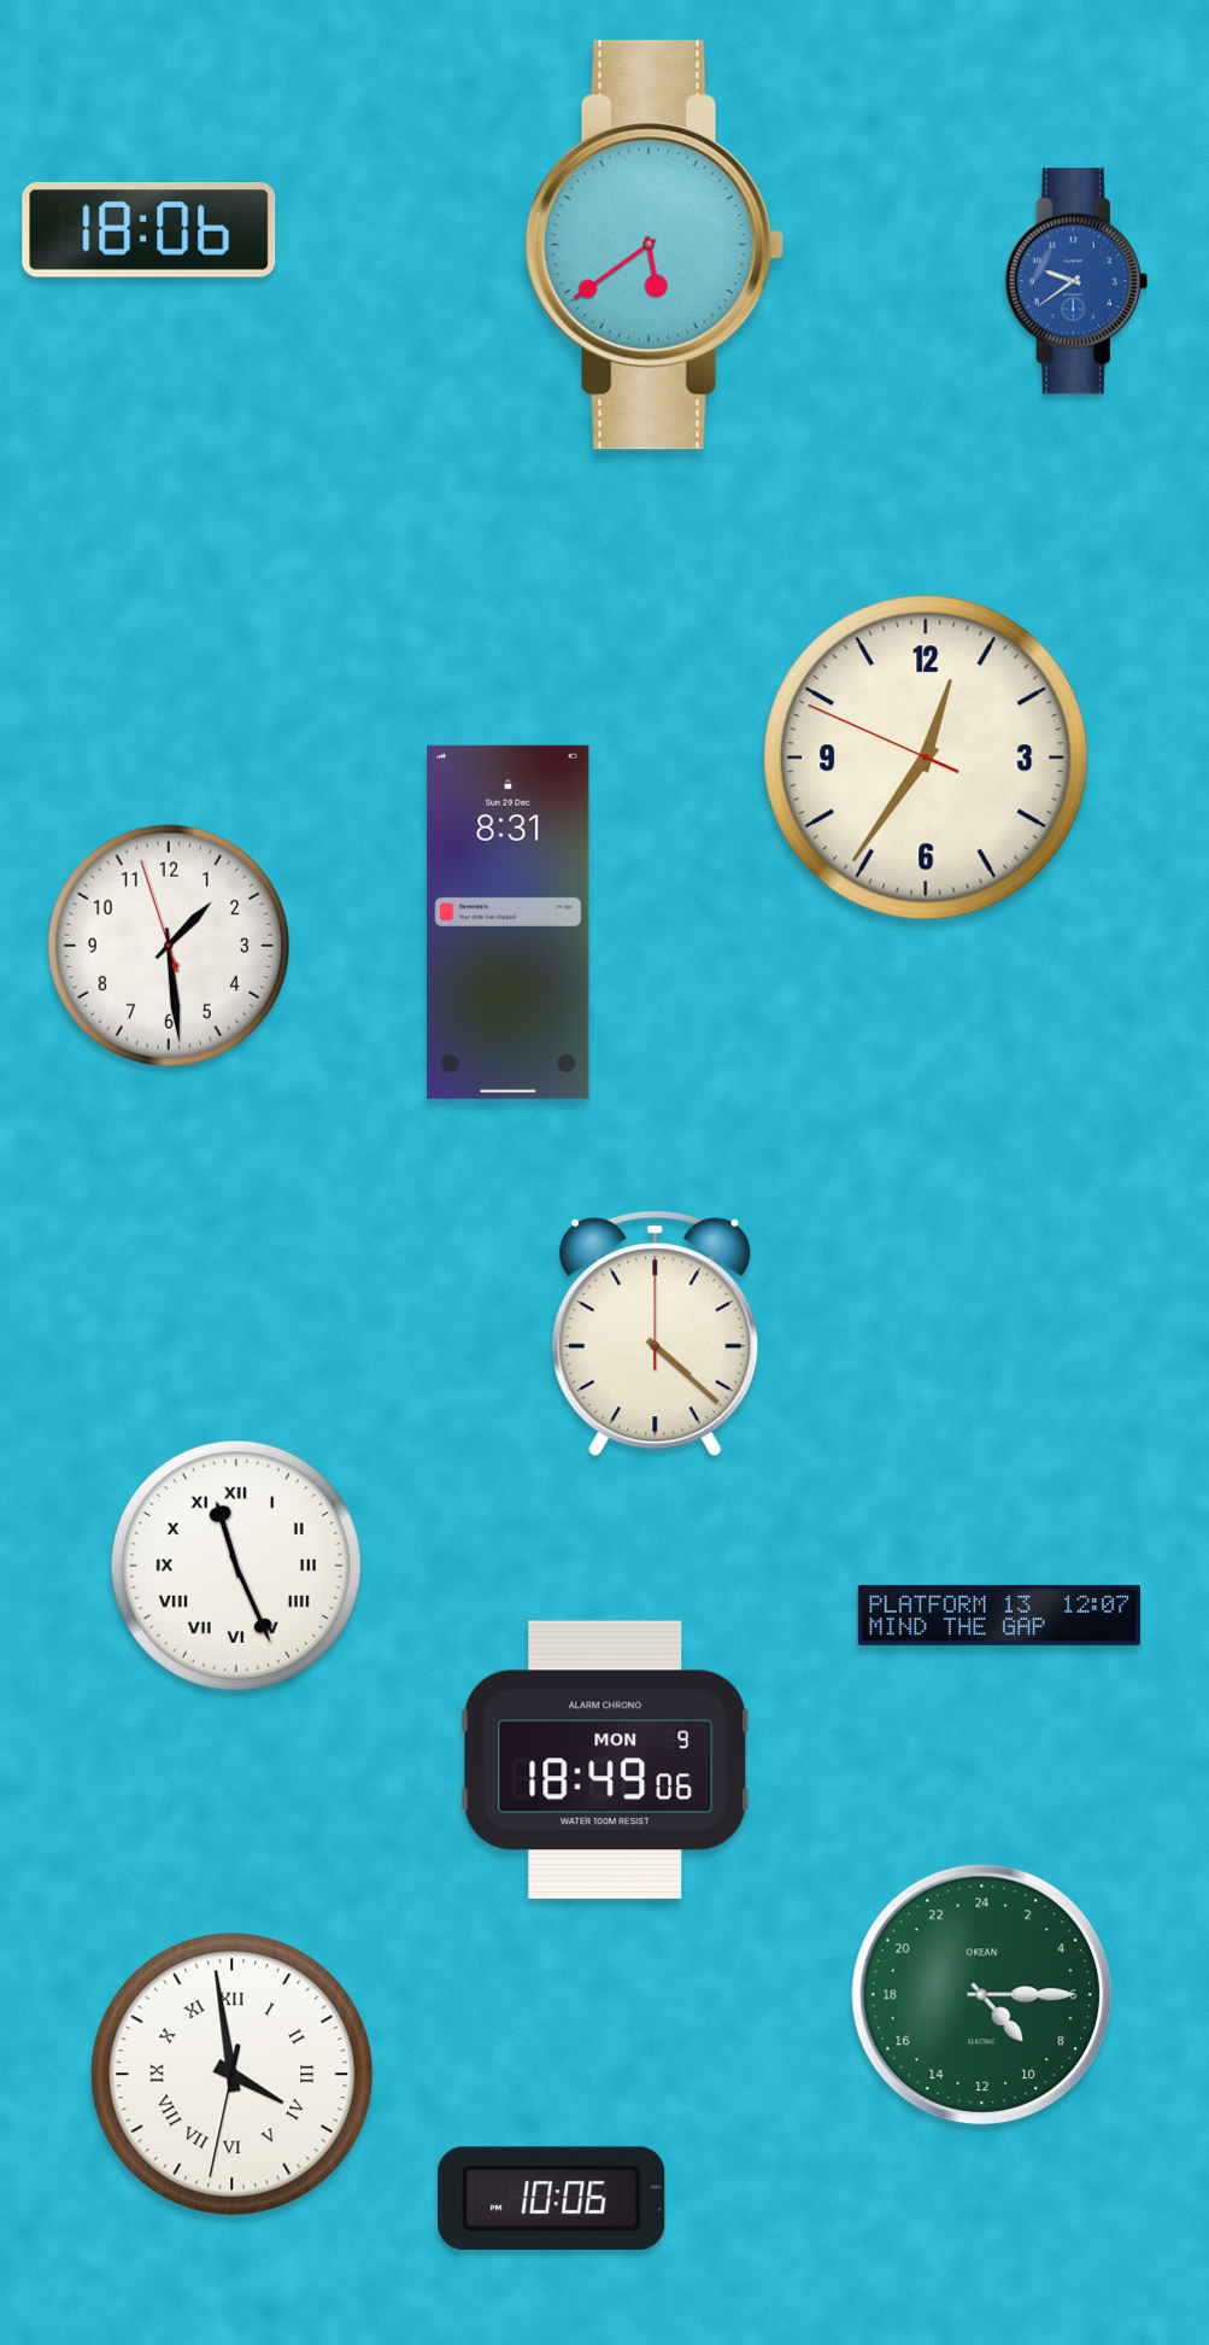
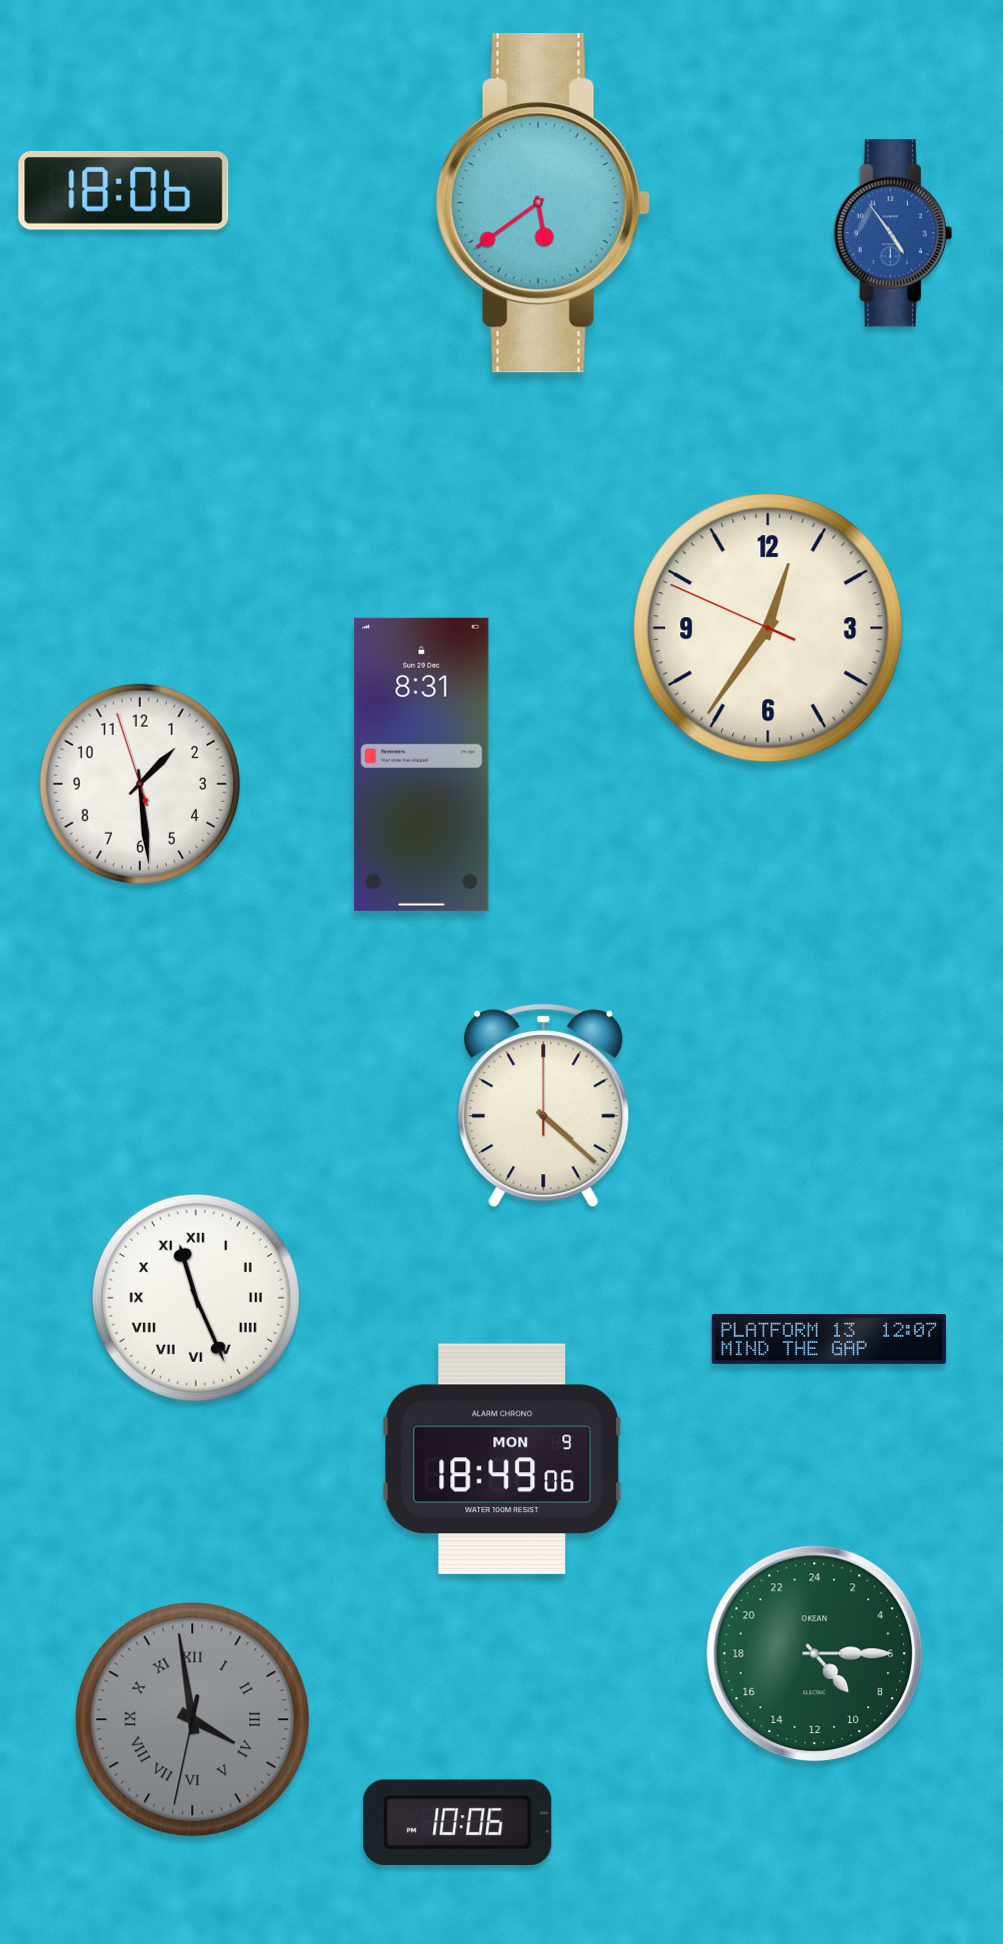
clock at (1076, 281): 9:39 -> 4:54
clock at (233, 2075) dial: white -> grey
